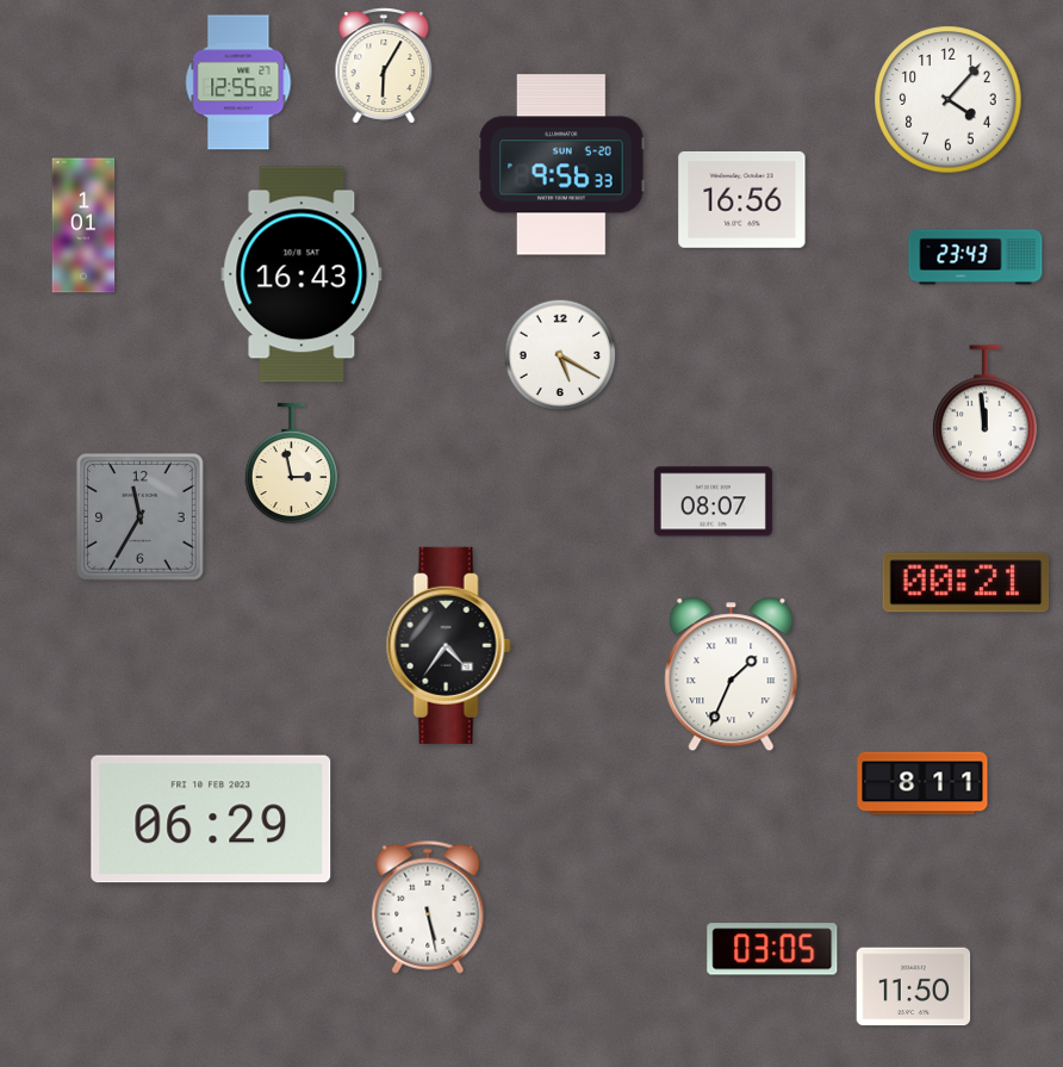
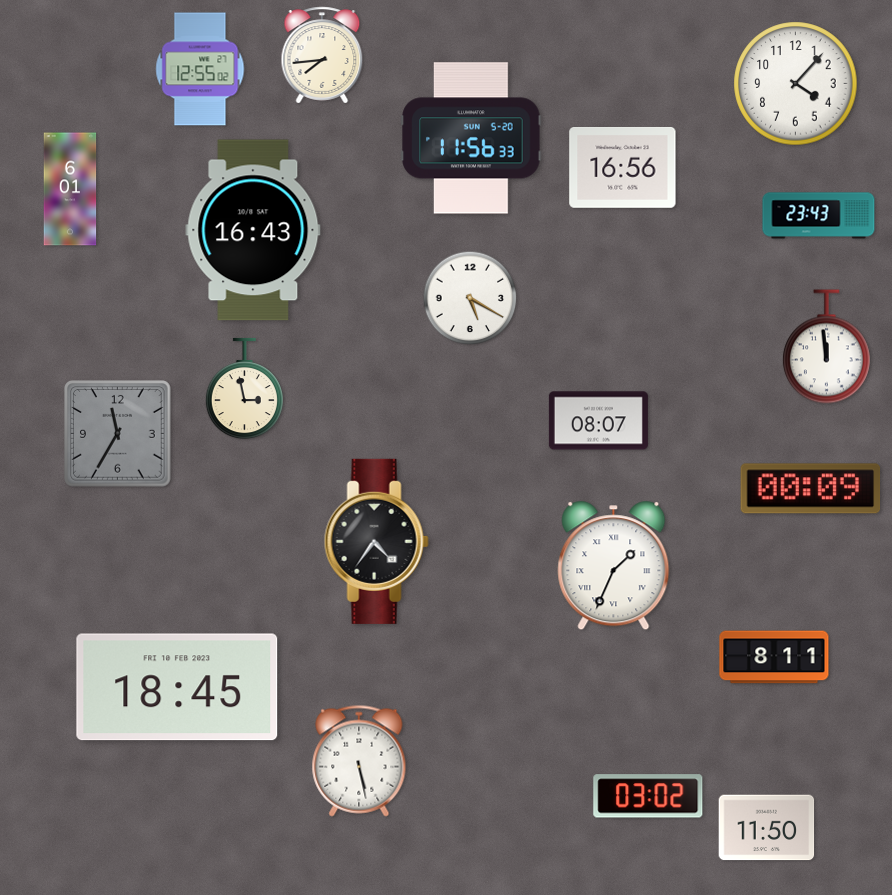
clock at (384, 66): 6:05 -> 7:44
clock at (561, 165): 9:56 -> 11:56
clock at (83, 225): 1:01 -> 6:01
clock at (966, 583): 00:21 -> 00:09
clock at (211, 819): 06:29 -> 18:45
clock at (772, 949): 03:05 -> 03:02
